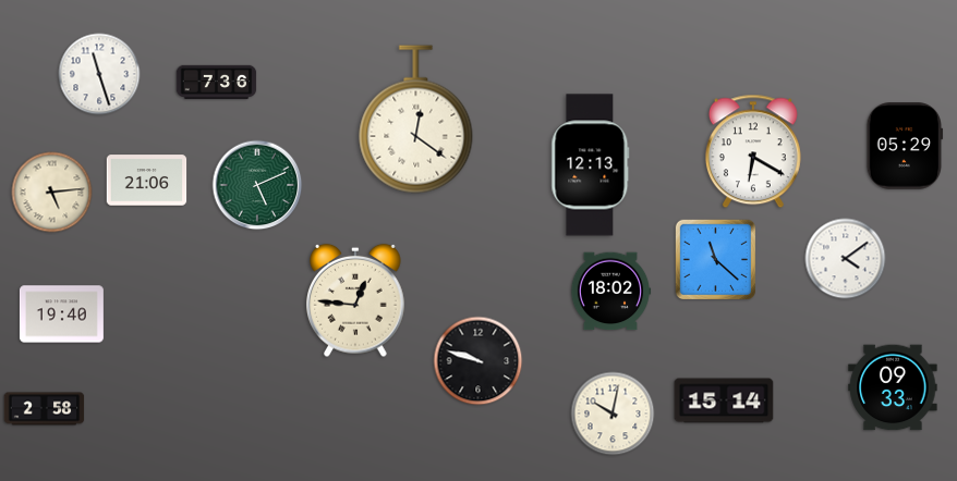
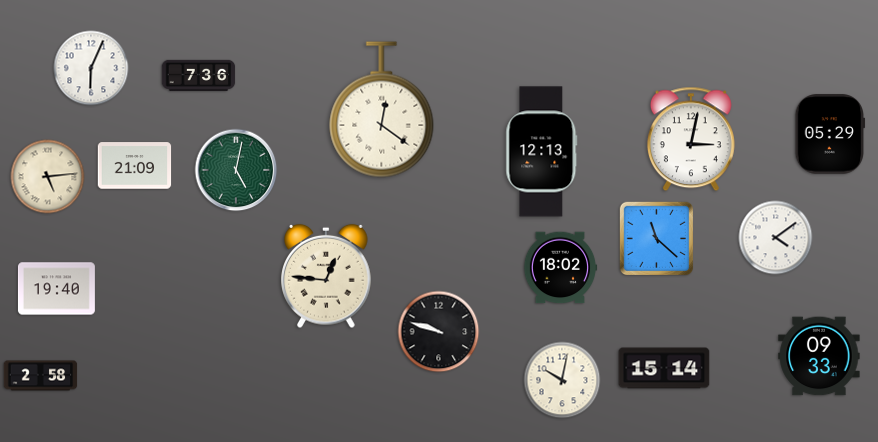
clock at (99, 74): 11:27 -> 6:04
clock at (753, 151): 6:20 -> 3:02
clock at (147, 181): 21:06 -> 21:09
clock at (257, 185): 5:11 -> 5:02
